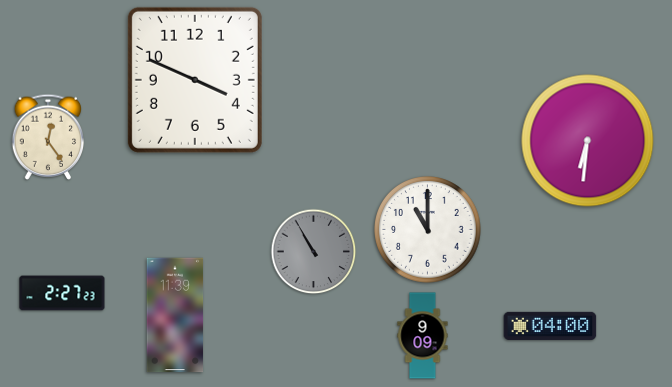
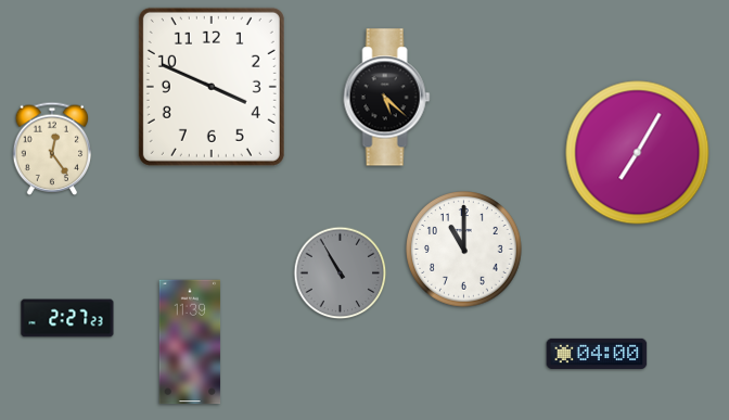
clock at (387, 98): none -> 5:22
clock at (588, 141): 6:31 -> 7:05
clock at (423, 336): 9:09 -> none
